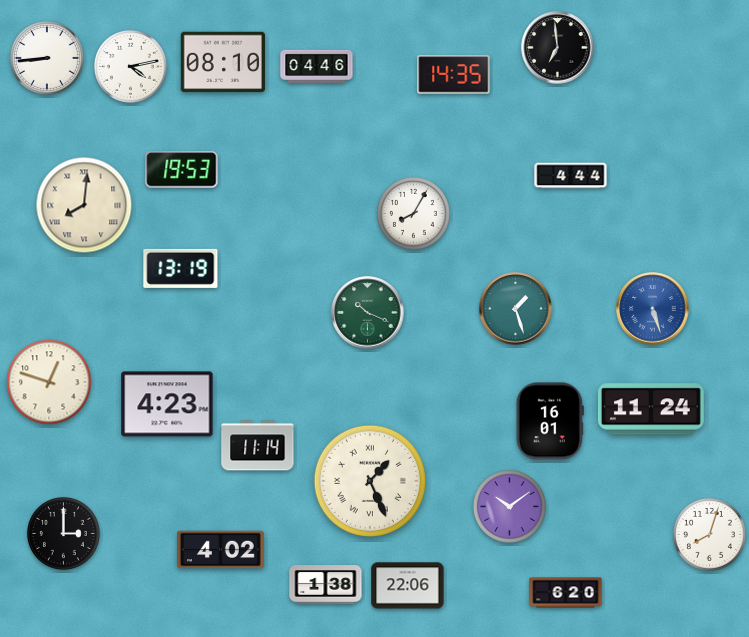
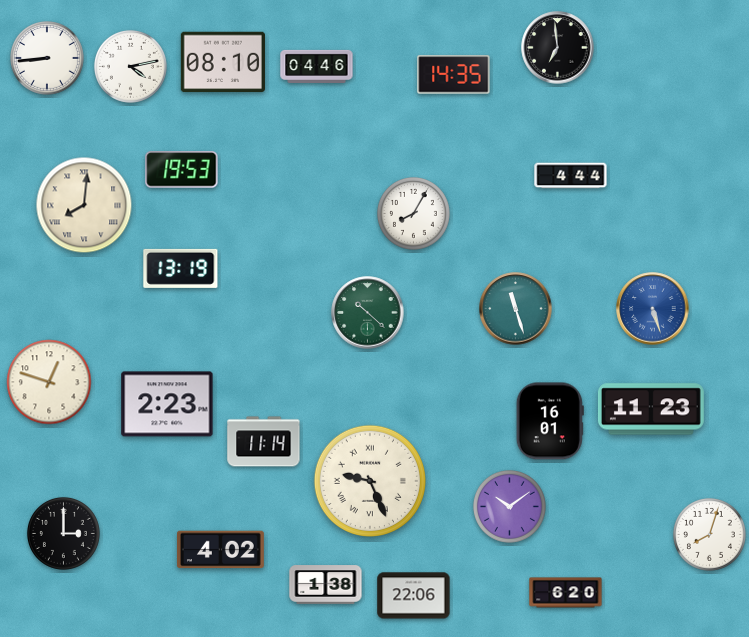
clock at (516, 309): 1:27 -> 11:27
clock at (368, 313): 10:19 -> 10:22
clock at (167, 404): 4:23 -> 2:23
clock at (651, 409): 11:24 -> 11:23
clock at (258, 446) position: (258, 446) -> (264, 442)
clock at (369, 480): 1:26 -> 9:26
clock at (408, 586) position: (408, 586) -> (414, 596)
